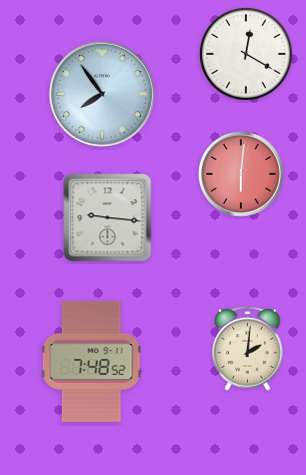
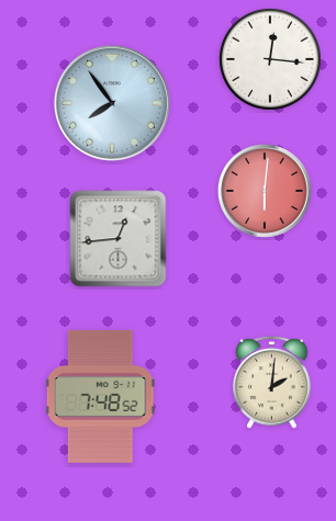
clock at (246, 54): 12:20 -> 12:16
clock at (108, 218): 9:16 -> 12:44
